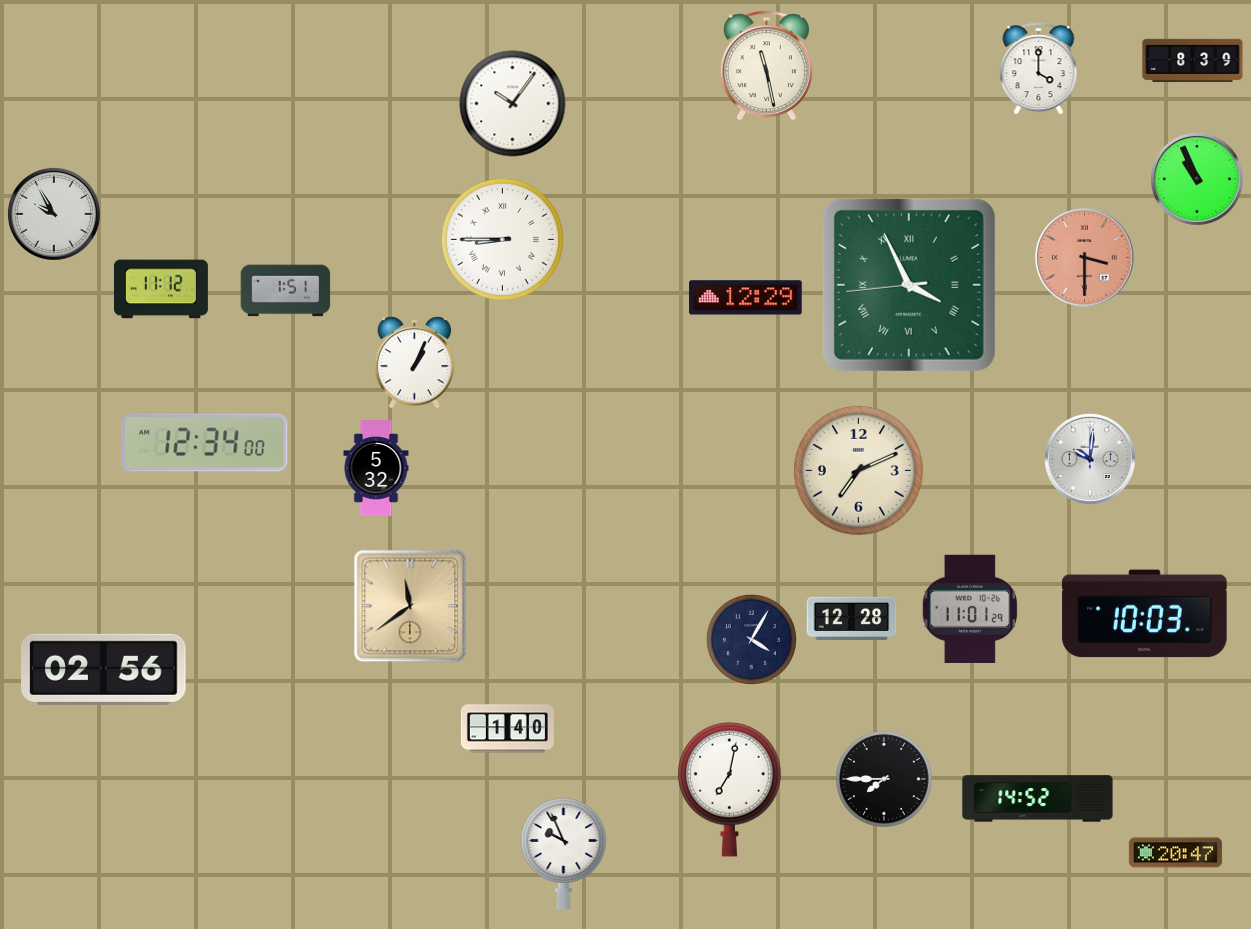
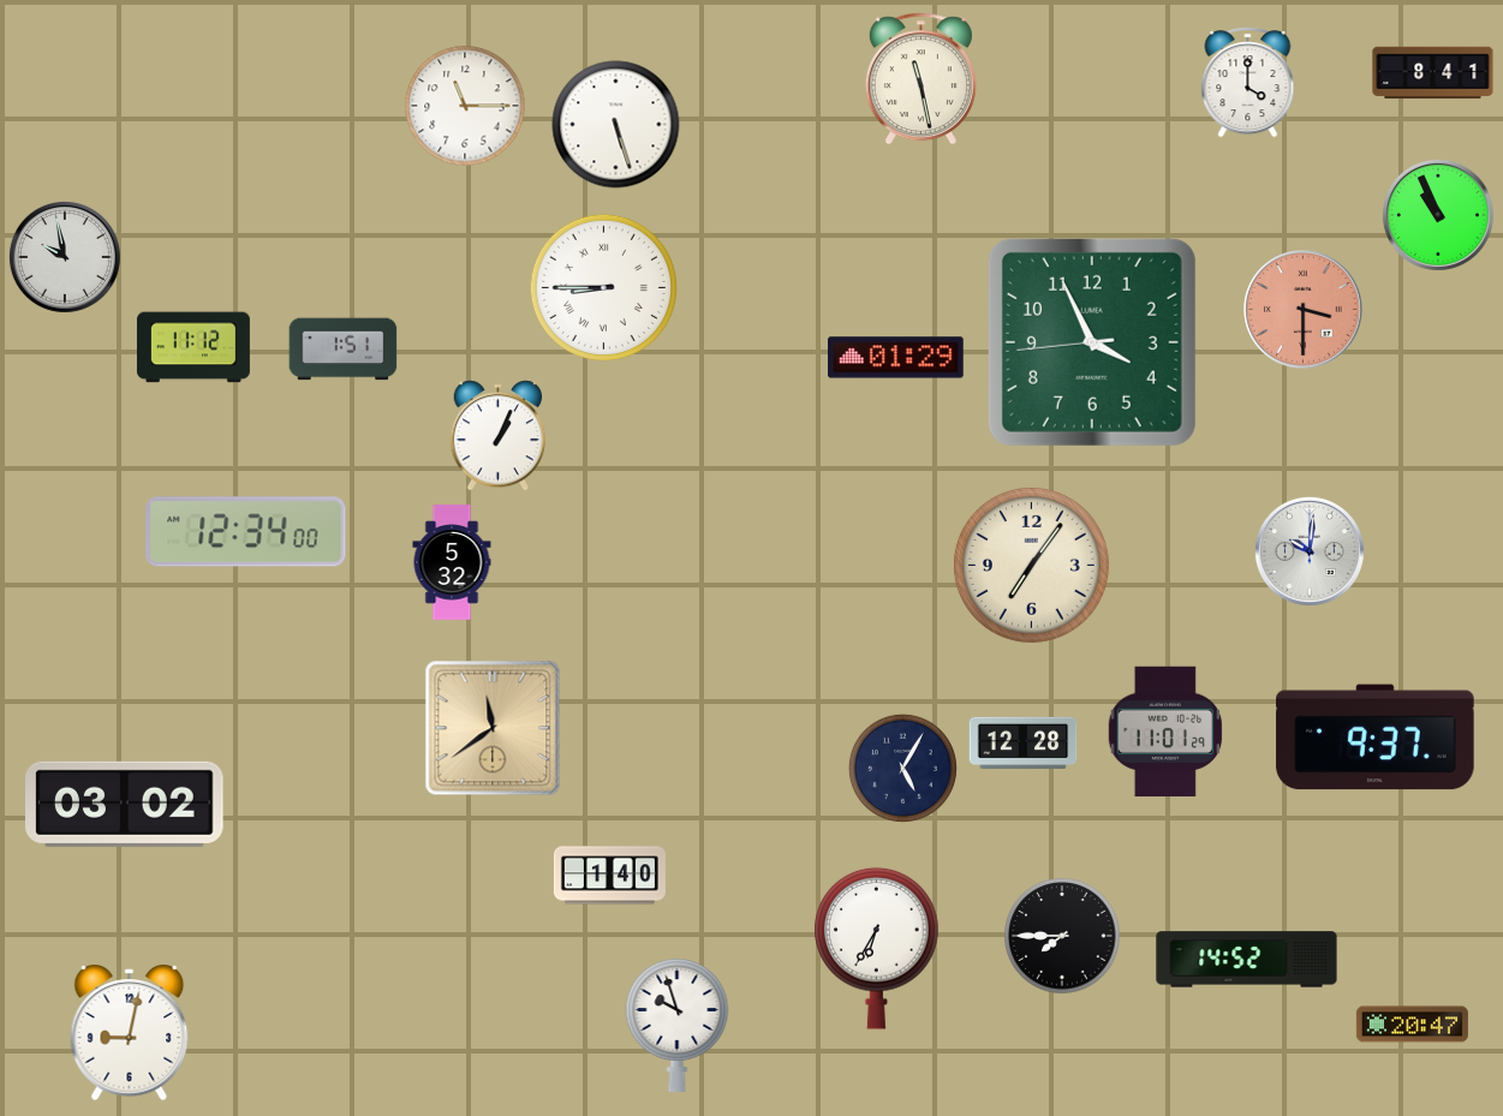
clock at (1193, 61): 8:39 -> 8:41
clock at (465, 106): none -> 11:15
clock at (513, 104): 10:06 -> 5:27
clock at (54, 214): 9:55 -> 9:58
clock at (909, 285) numerals: Roman -> Arabic
clock at (746, 298): 12:29 -> 01:29
clock at (858, 470): 7:11 -> 7:06
clock at (1145, 614): 10:03 -> 9:37
clock at (751, 639): 4:05 -> 5:05
clock at (104, 669): 02:56 -> 03:02
clock at (730, 789): 7:02 -> 6:35
clock at (564, 853): 9:56 -> 9:57
clock at (130, 1032): none -> 9:02
